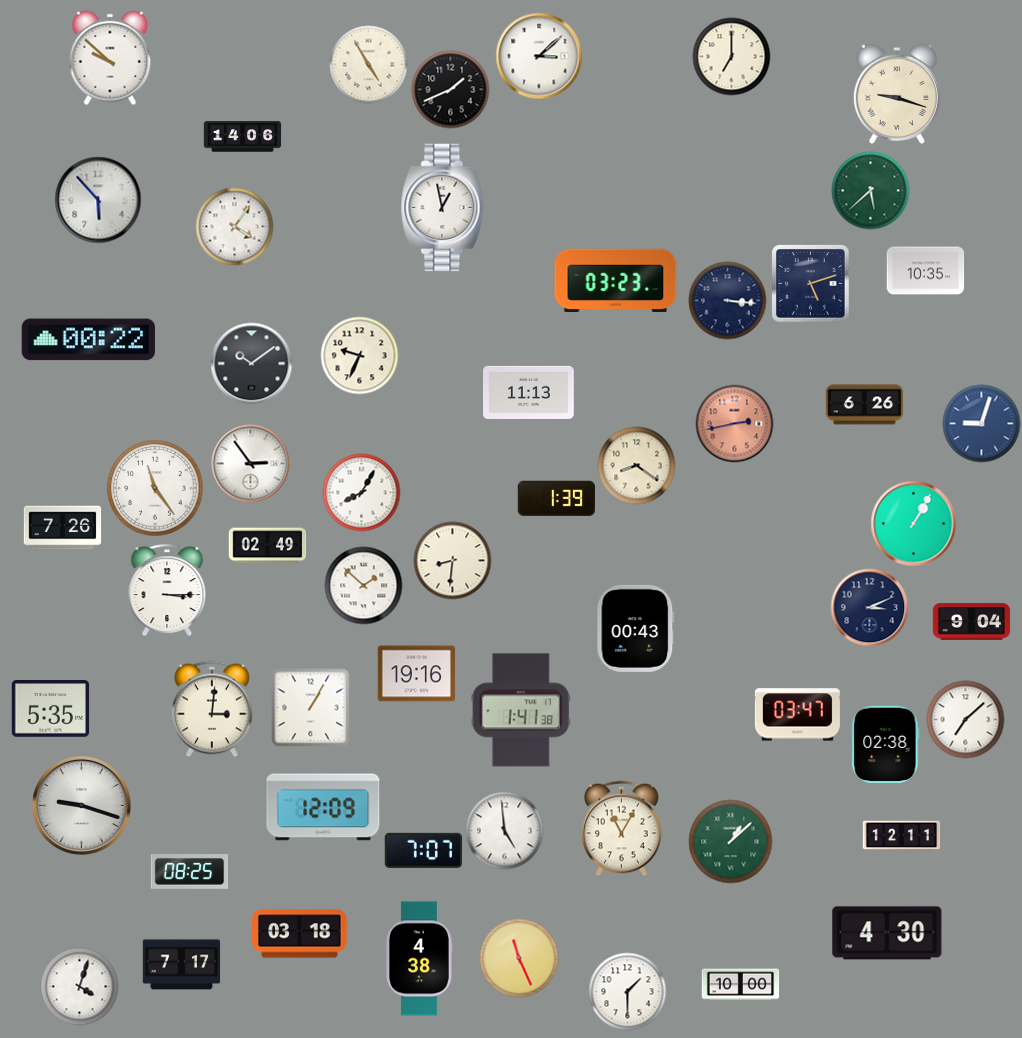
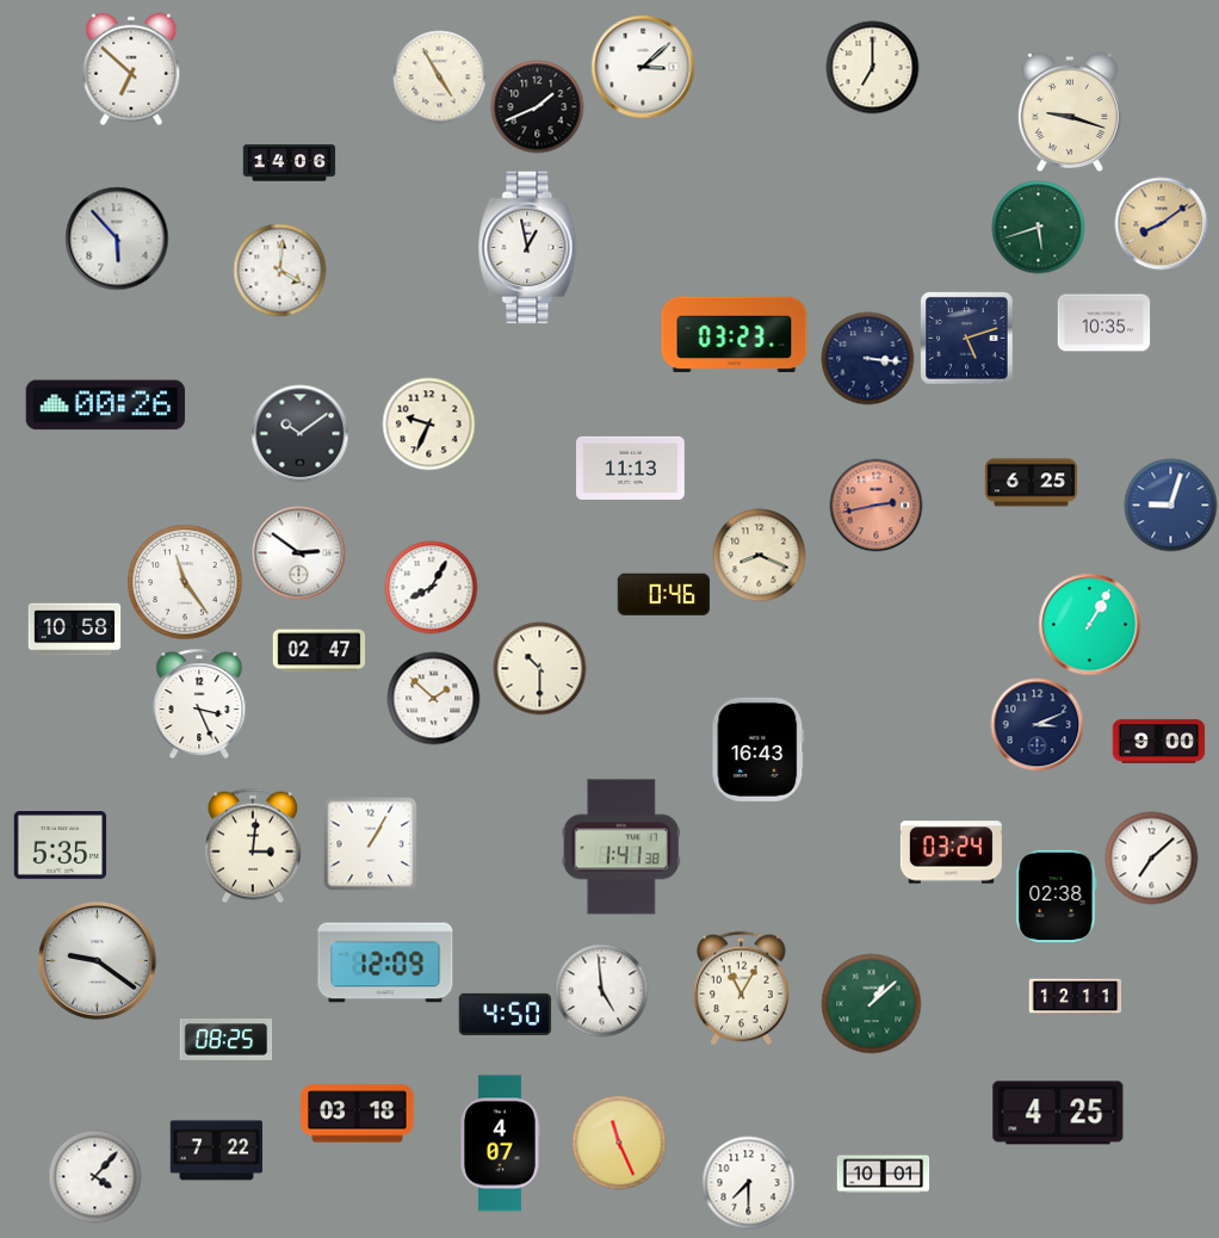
clock at (110, 58): 9:52 -> 6:52
clock at (1161, 223): none -> 8:09
clock at (870, 190): 5:38 -> 5:42
clock at (234, 226): 4:06 -> 4:01
clock at (88, 340): 00:22 -> 00:26
clock at (864, 405): 6:26 -> 6:25
clock at (250, 463): 2:54 -> 2:51
clock at (636, 465): 8:21 -> 8:19
clock at (556, 498): 1:39 -> 0:46
clock at (62, 528): 7:26 -> 10:58
clock at (267, 546): 02:49 -> 02:47
clock at (452, 560): 8:31 -> 10:30
clock at (167, 590): 3:15 -> 3:26
clock at (971, 622): 9:04 -> 9:00
clock at (636, 628): 00:43 -> 16:43
clock at (416, 674): 19:16 -> none
clock at (797, 715): 03:47 -> 03:24
clock at (886, 744) position: (886, 744) -> (1057, 896)
clock at (81, 805): 9:18 -> 9:21
clock at (423, 850): 7:07 -> 4:50
clock at (887, 933): 4:30 -> 4:25
clock at (420, 959): 4:38 -> 4:07
clock at (181, 965): 7:17 -> 7:22
clock at (740, 985): 10:00 -> 10:01
clock at (79, 986): 4:03 -> 4:07
clock at (627, 991): 1:30 -> 7:30
